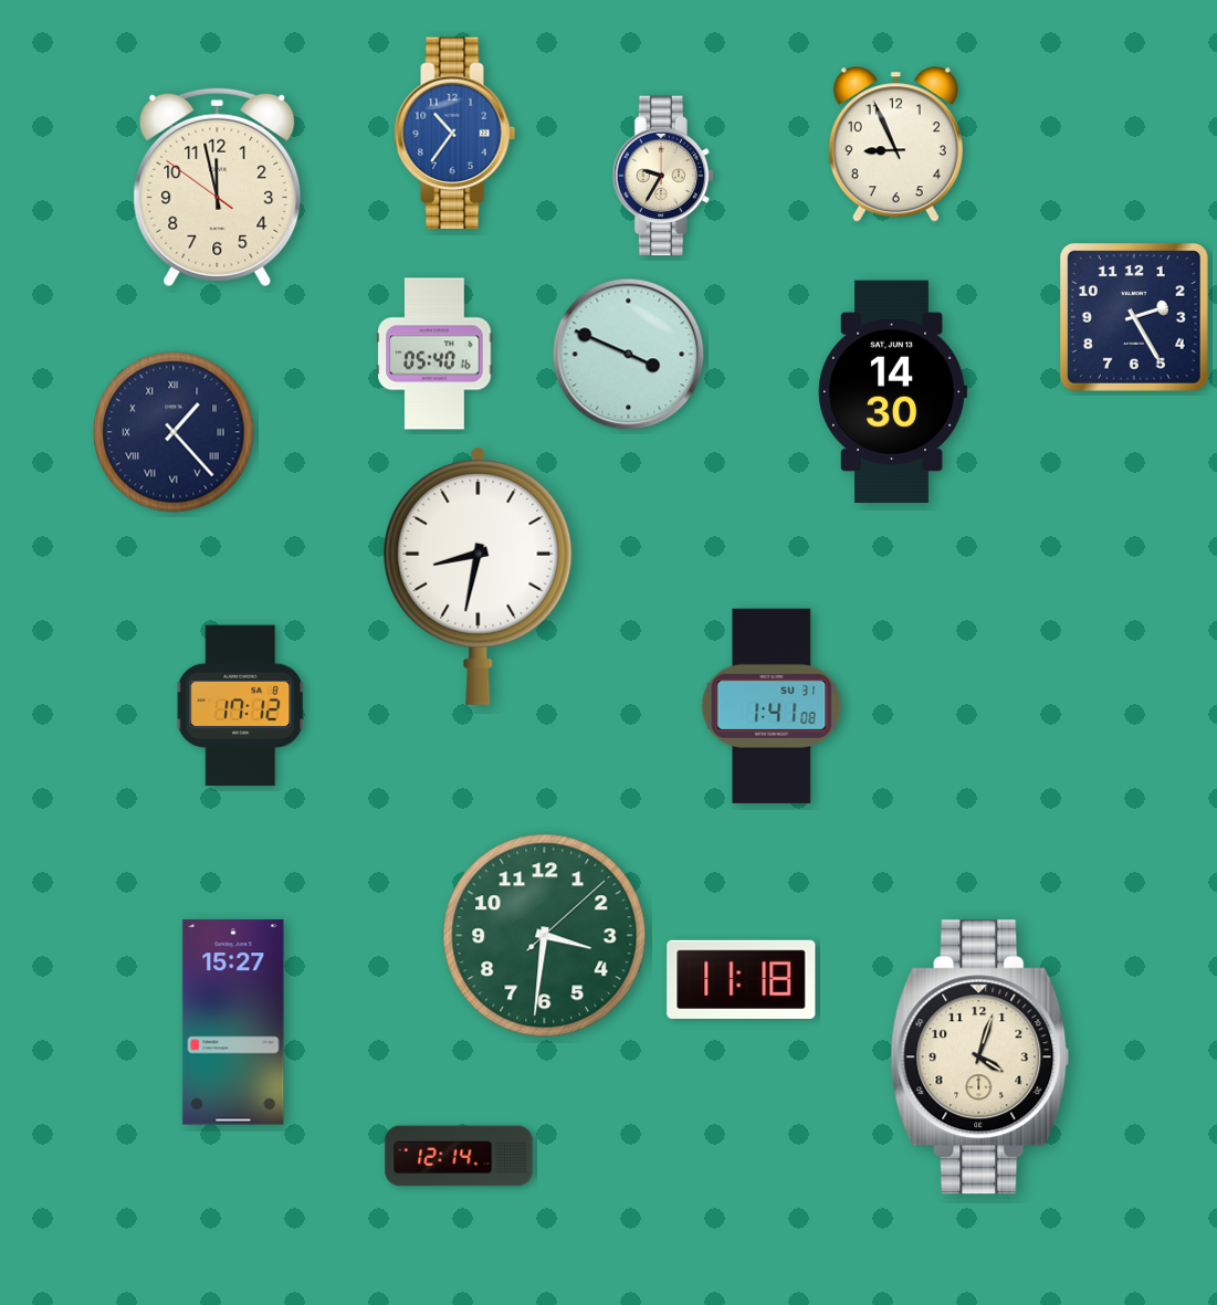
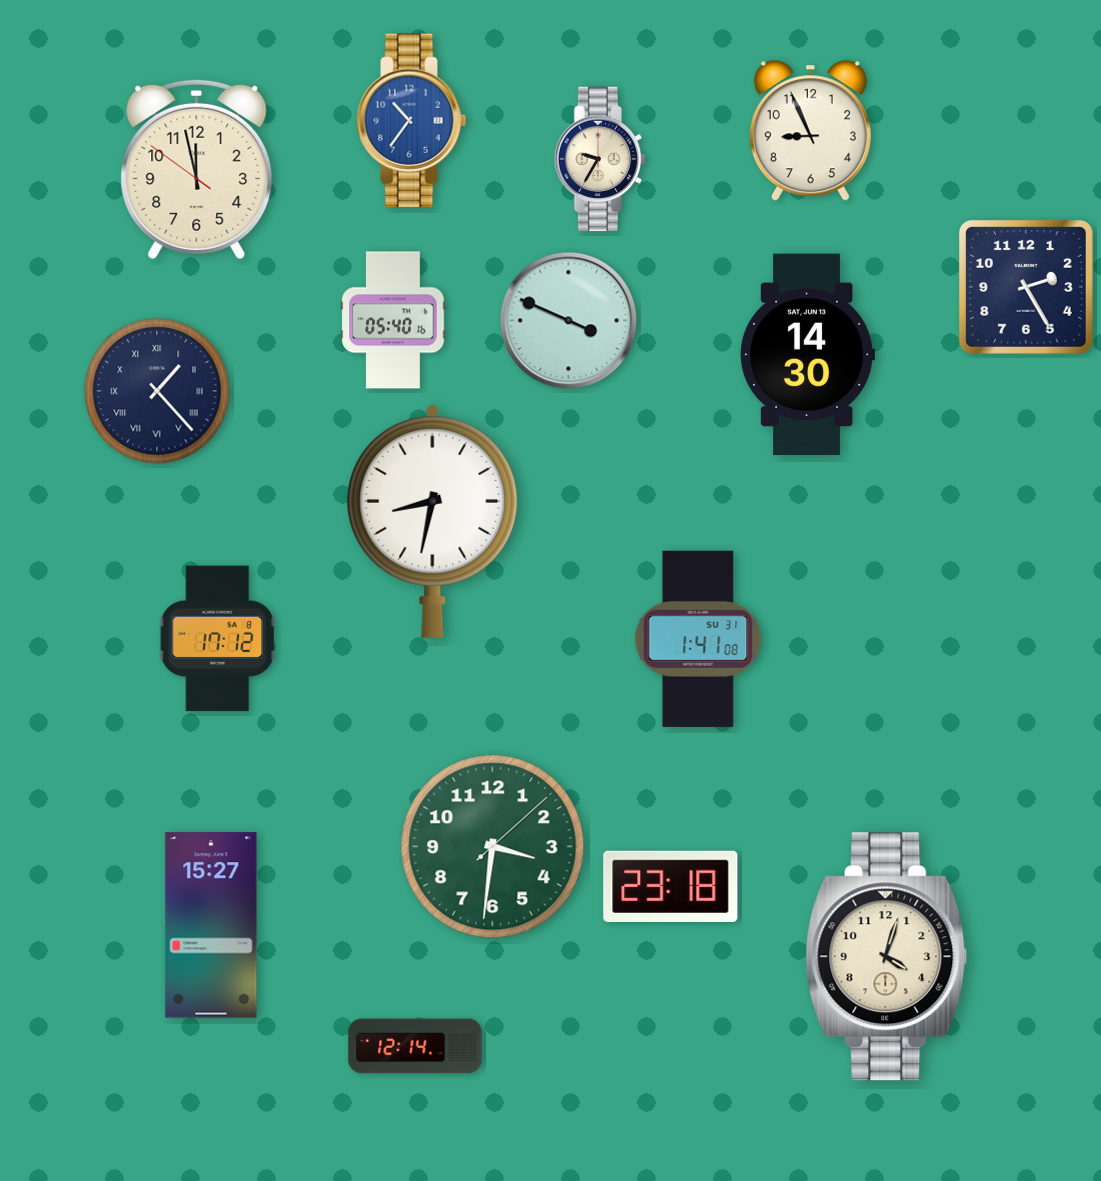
clock at (742, 979): 11:18 -> 23:18
